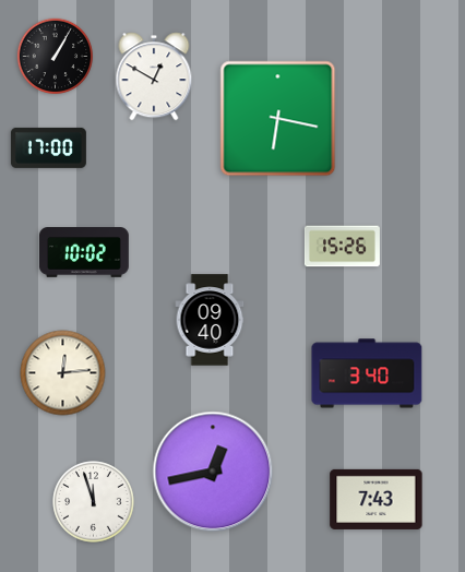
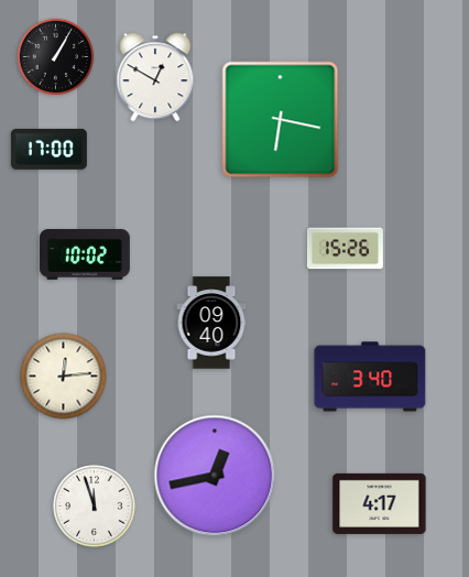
clock at (377, 499): 7:43 -> 4:17
